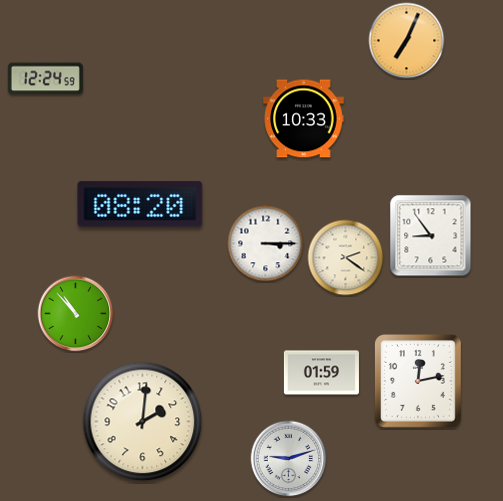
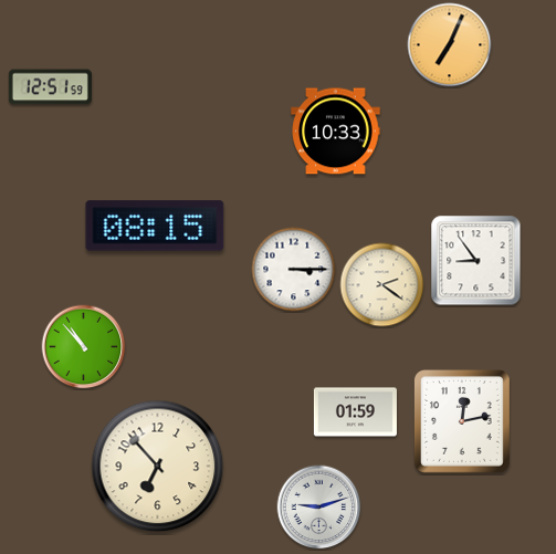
clock at (45, 79): 12:24 -> 12:51
clock at (140, 204): 08:20 -> 08:15
clock at (143, 422): 2:01 -> 6:53
